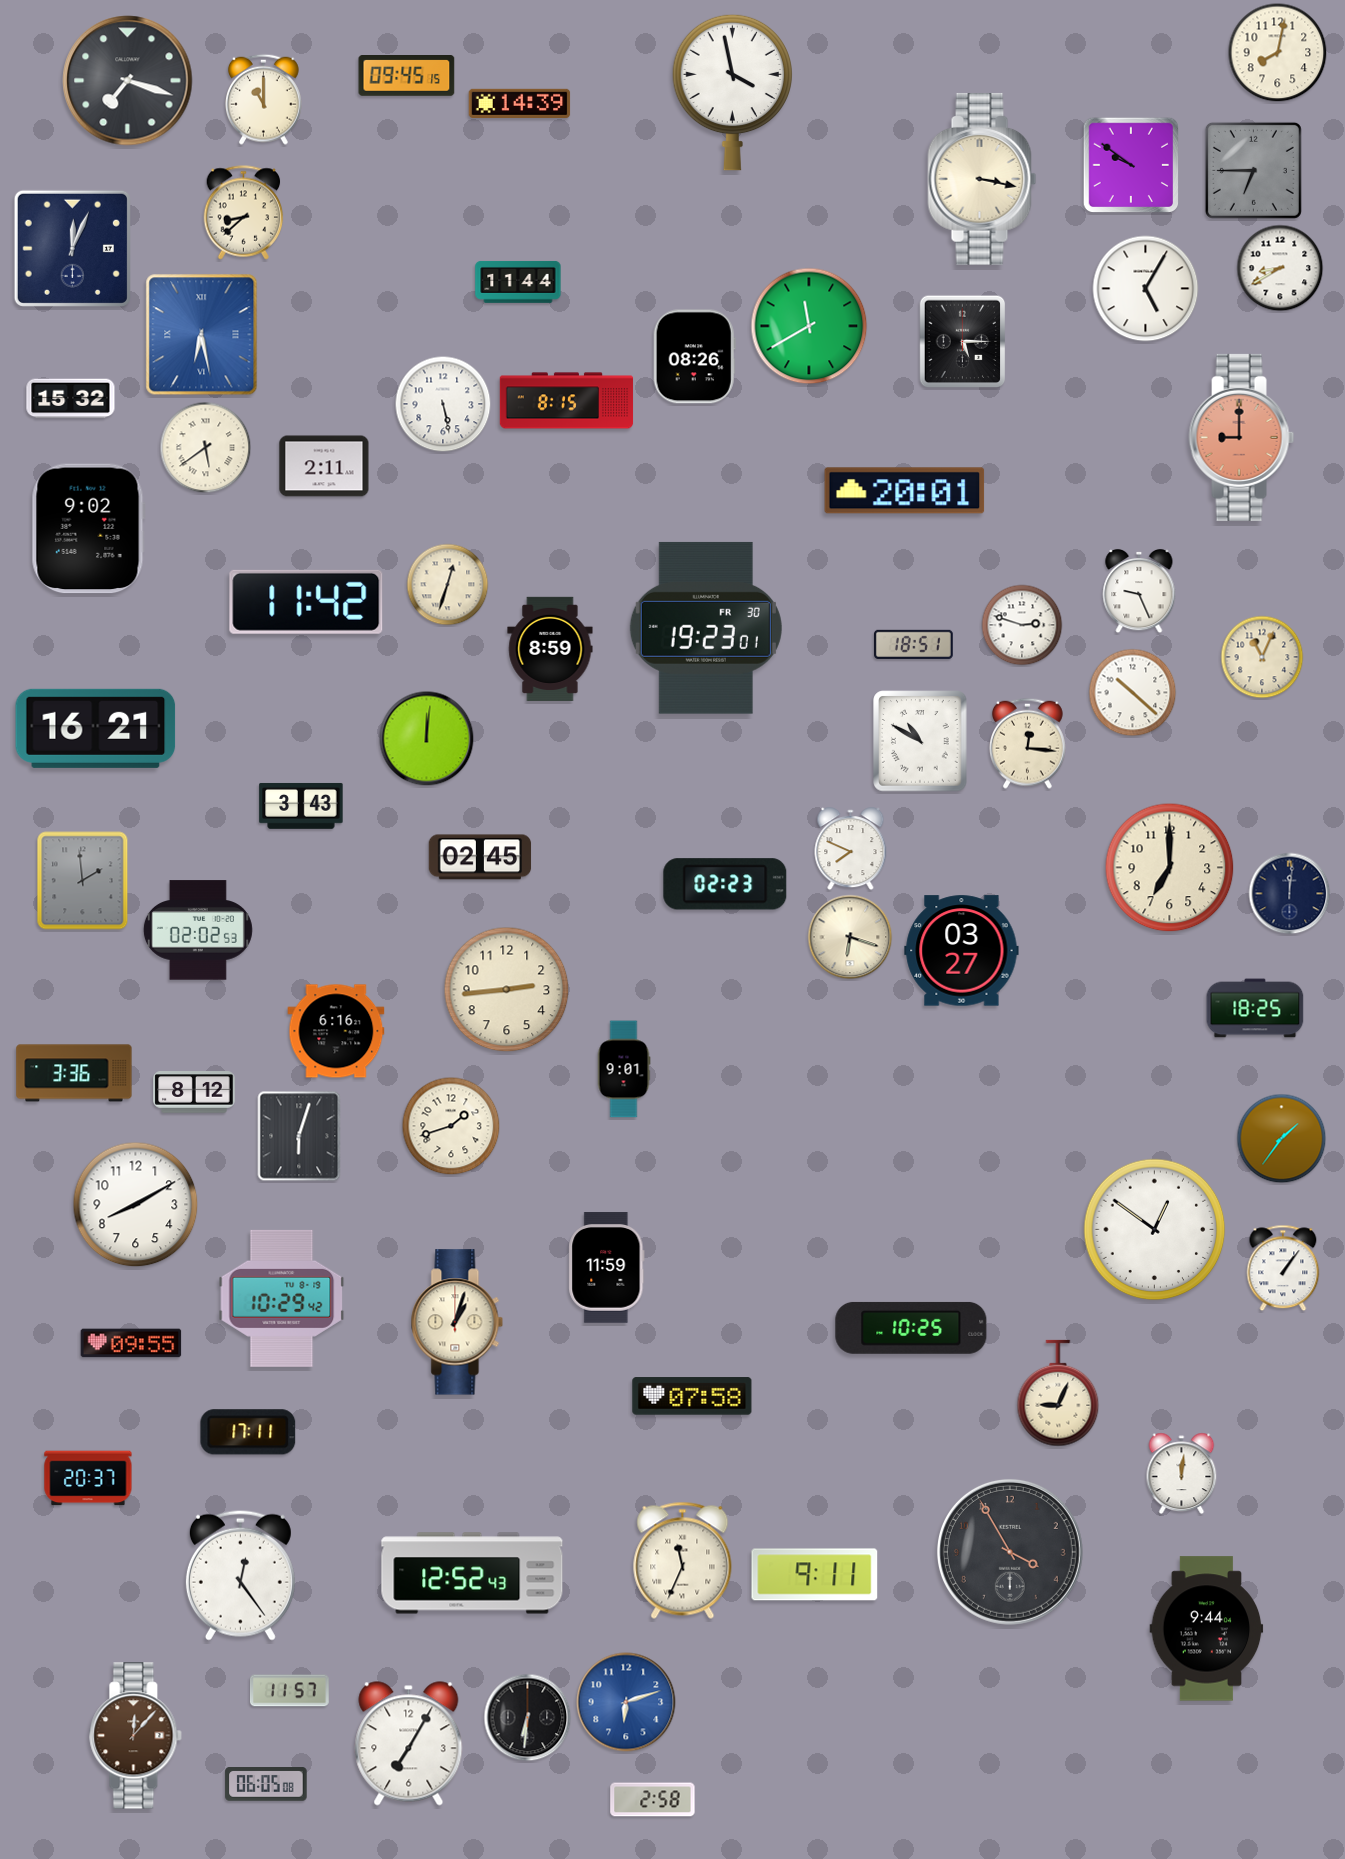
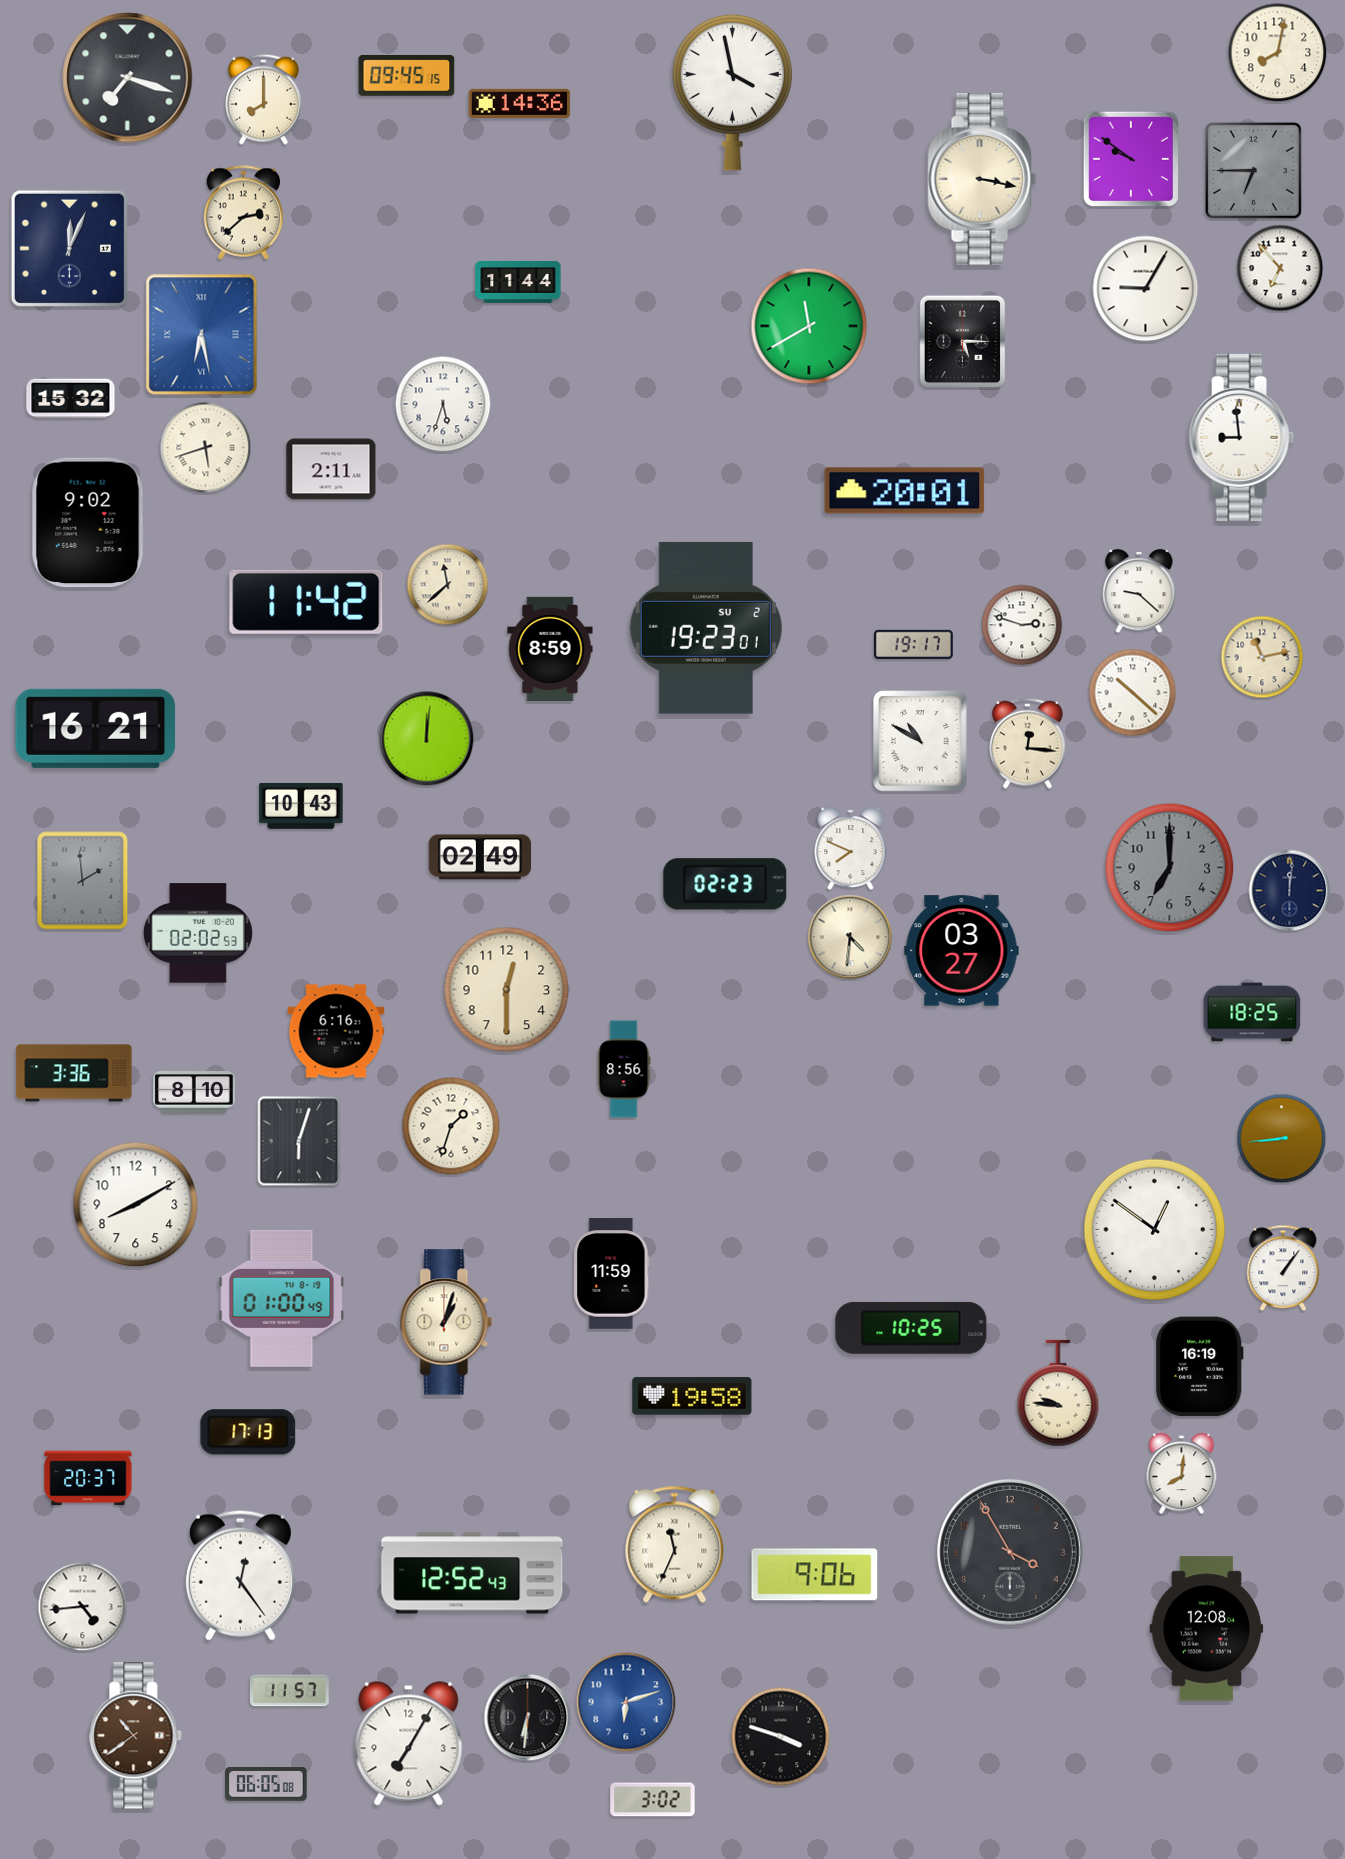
clock at (128, 81) position: (128, 81) -> (128, 78)
clock at (264, 99): 11:00 -> 8:00
clock at (520, 103): 14:39 -> 14:36
clock at (1130, 164) position: (1130, 164) -> (1130, 158)
clock at (244, 213): 8:38 -> 2:38
clock at (72, 248) position: (72, 248) -> (69, 248)
clock at (1280, 268): 8:40 -> 6:53
clock at (1146, 289): 5:05 -> 9:05
clock at (694, 357): 08:26 -> none
clock at (567, 401): 8:15 -> none
clock at (443, 404): 5:28 -> 5:33
clock at (1242, 437): 9:00 -> 8:59
clock at (1242, 437) dial: salmon -> white
clock at (206, 448): 5:39 -> 5:42
clock at (324, 466) position: (324, 466) -> (331, 469)
clock at (88, 529) position: (88, 529) -> (88, 523)
clock at (448, 585): 12:33 -> 11:38
clock at (1139, 591): 9:26 -> 9:22
clock at (706, 628) date: FR 30 -> SU 2
clock at (914, 644): 18:51 -> 19:17
clock at (1262, 657): 11:04 -> 11:13
clock at (301, 806): 3:43 -> 10:43
clock at (480, 857): 02:45 -> 02:49
clock at (1170, 868) dial: cream -> grey
clock at (1290, 894) position: (1290, 894) -> (1290, 891)
clock at (198, 930) position: (198, 930) -> (198, 933)
clock at (850, 937): 6:18 -> 4:31
clock at (507, 990): 2:44 -> 12:30
clock at (1255, 1008) position: (1255, 1008) -> (1252, 1012)
clock at (624, 1069): 9:01 -> 8:56
clock at (194, 1092): 8:12 -> 8:10
clock at (451, 1126): 1:42 -> 1:33
clock at (299, 1136) position: (299, 1136) -> (299, 1141)
clock at (1282, 1139): 1:36 -> 8:44
clock at (607, 1268) position: (607, 1268) -> (612, 1274)
clock at (282, 1298): 10:29 -> 01:00
clock at (457, 1322) position: (457, 1322) -> (446, 1322)
clock at (131, 1343): 09:55 -> none
clock at (1199, 1367): none -> 16:19
clock at (1058, 1393): 9:04 -> 9:46
clock at (692, 1396): 07:58 -> 19:58
clock at (248, 1432): 17:11 -> 17:13
clock at (1182, 1474): 12:01 -> 8:01
clock at (683, 1560) position: (683, 1560) -> (675, 1544)
clock at (815, 1575): 9:11 -> 9:06
clock at (83, 1607): none -> 4:44
clock at (1207, 1629): 9:44 -> 12:08
clock at (136, 1736): 12:07 -> 10:39
clock at (781, 1737): none -> 3:48
clock at (653, 1800): 2:58 -> 3:02
